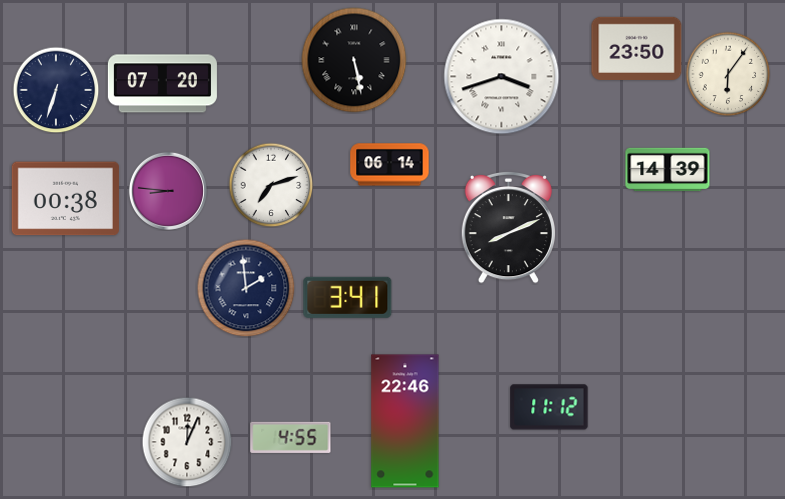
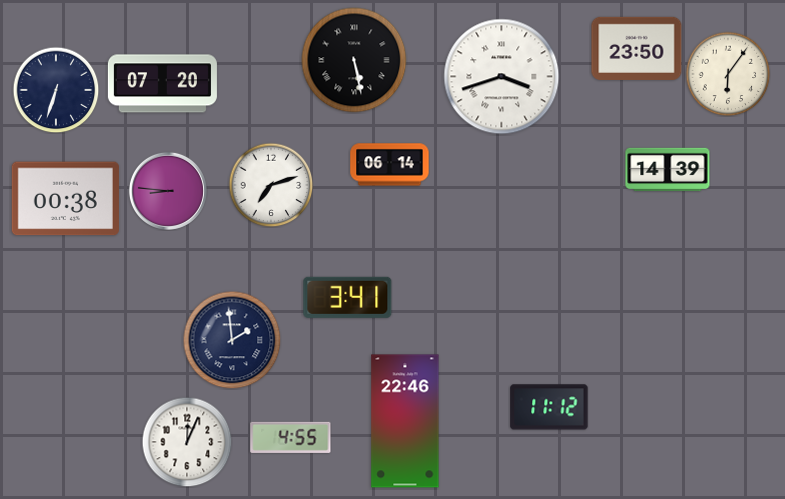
clock at (508, 227): 8:11 -> none
clock at (246, 288) position: (246, 288) -> (232, 340)
